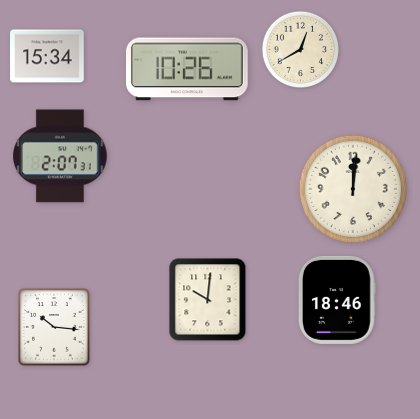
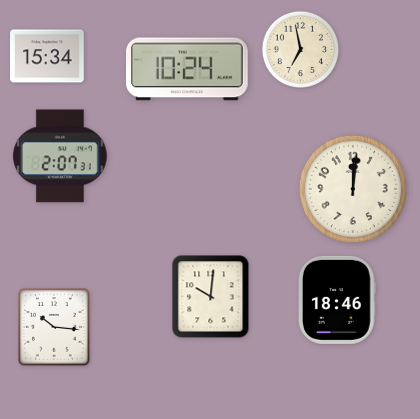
clock at (300, 49): 12:40 -> 6:58
clock at (188, 69): 10:26 -> 10:24
clock at (208, 300) position: (208, 300) -> (211, 297)
